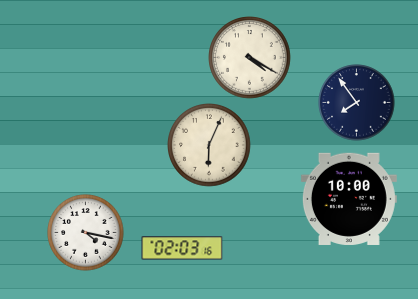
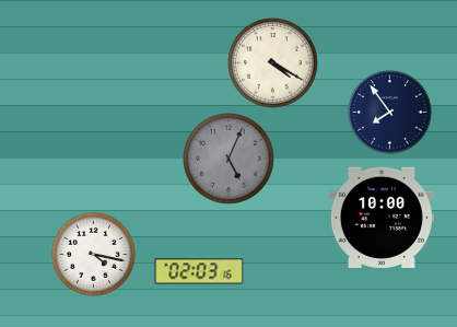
clock at (210, 146): 6:04 -> 5:04
clock at (210, 146) dial: cream -> grey
